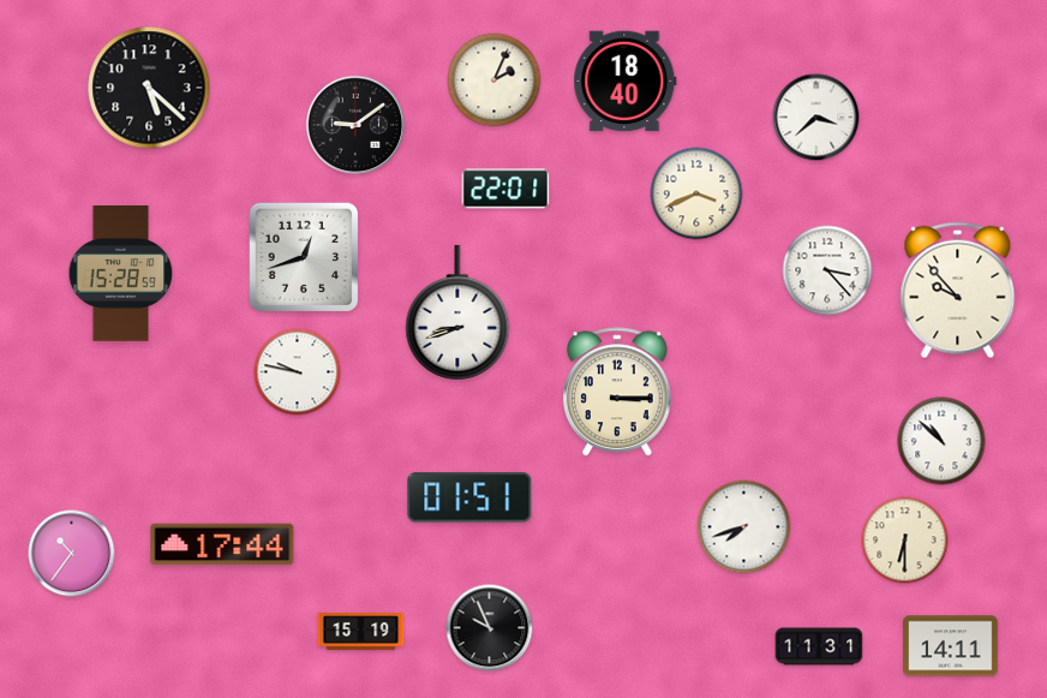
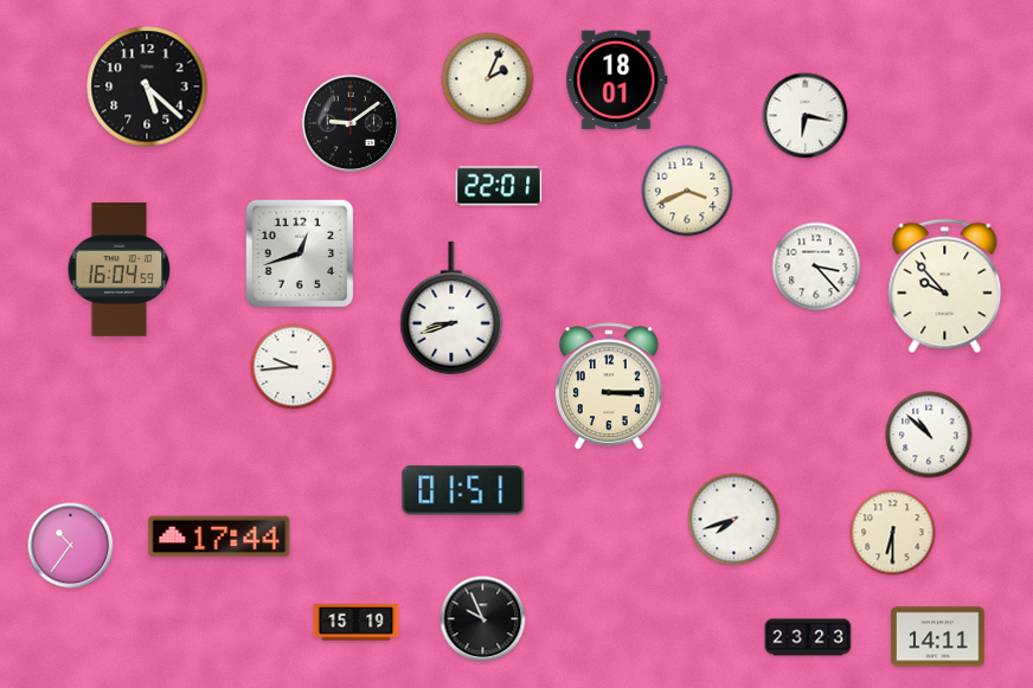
clock at (626, 82): 18:40 -> 18:01
clock at (816, 118): 3:38 -> 6:17
clock at (121, 274): 15:28 -> 16:04
clock at (298, 372): 9:47 -> 9:44
clock at (819, 646): 11:31 -> 23:23
